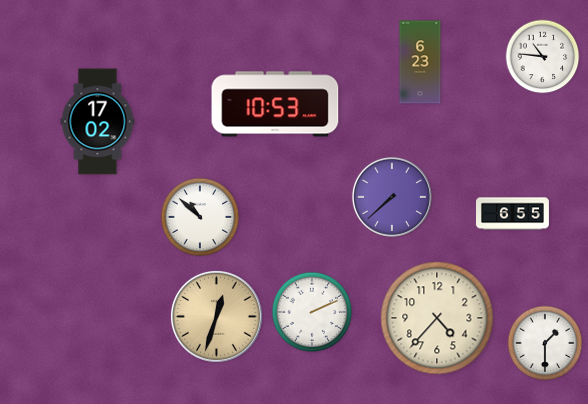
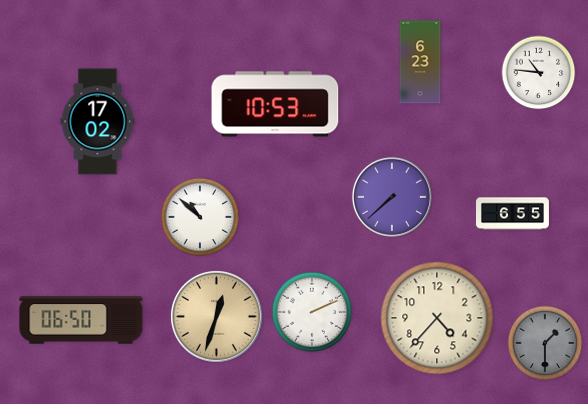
clock at (543, 57) position: (543, 57) -> (539, 73)
clock at (81, 320): none -> 06:50
clock at (545, 343) dial: white -> grey
